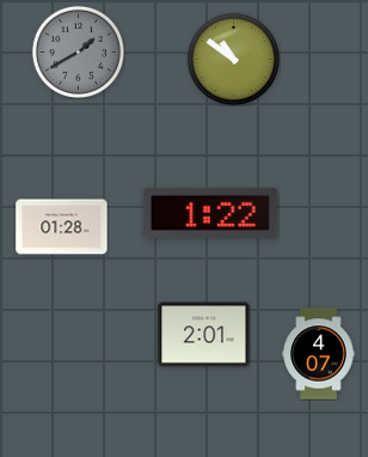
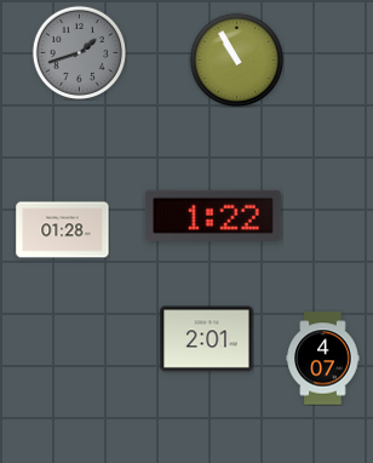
clock at (78, 51): 1:40 -> 1:42
clock at (233, 59): 10:51 -> 10:55
